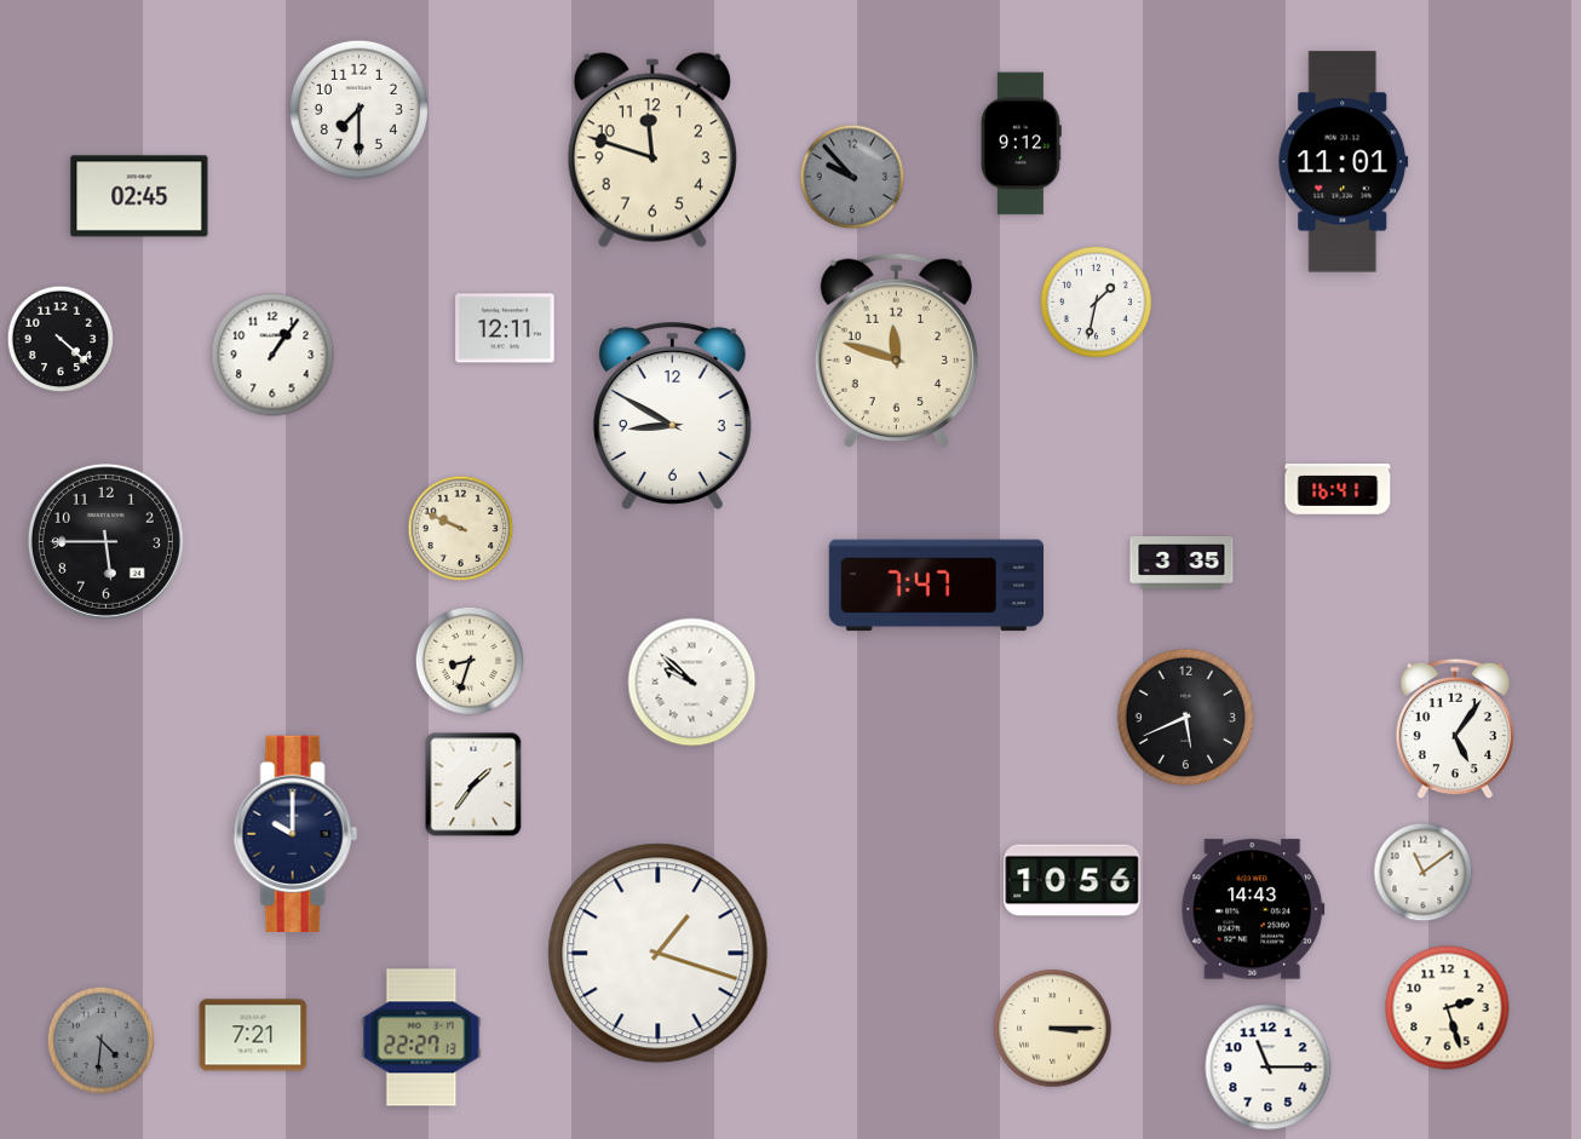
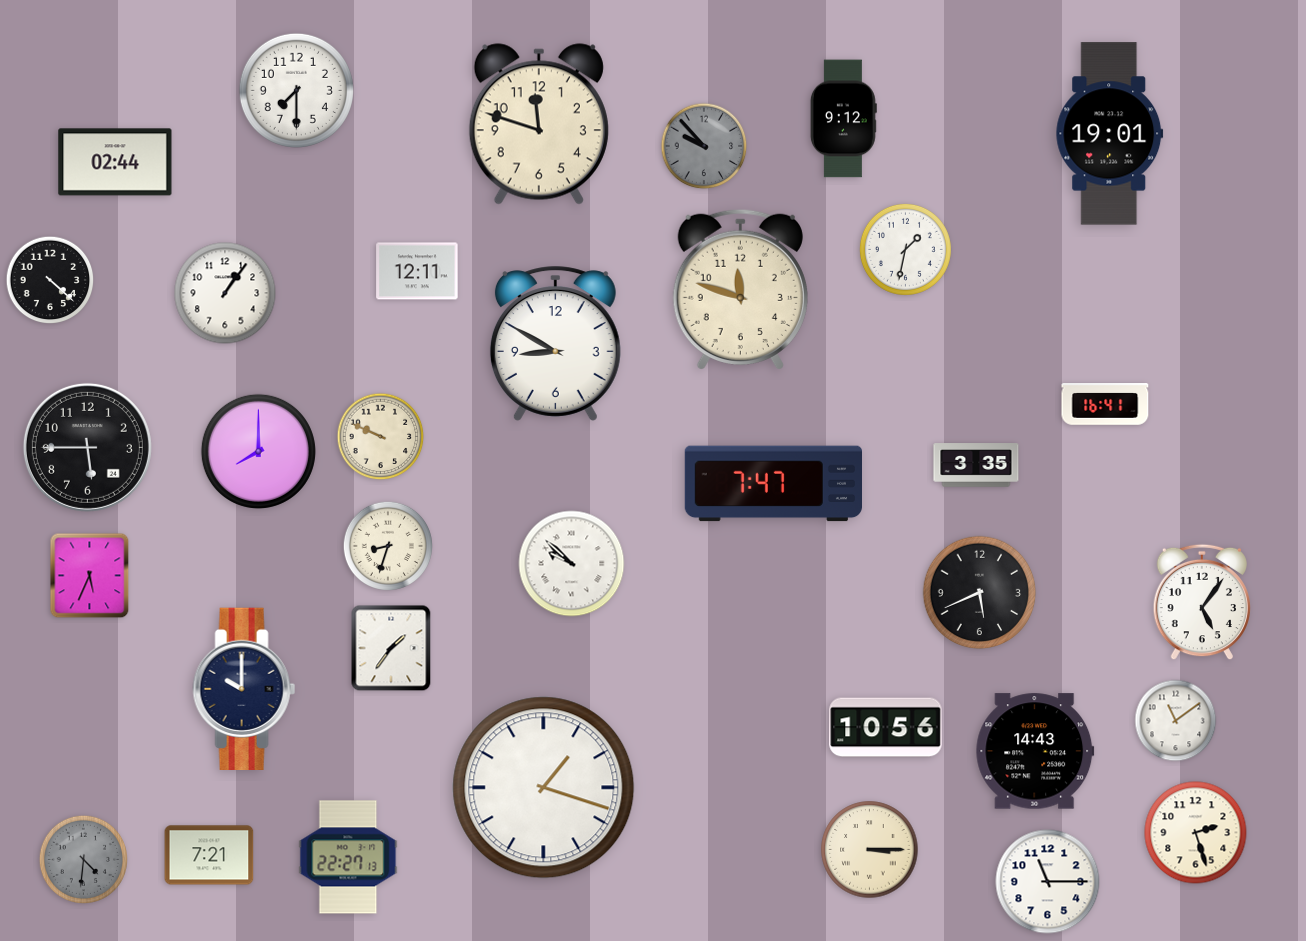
clock at (1344, 162): 11:01 -> 19:01
clock at (139, 196): 02:45 -> 02:44
clock at (258, 451): none -> 8:00
clock at (90, 576): none -> 5:34
